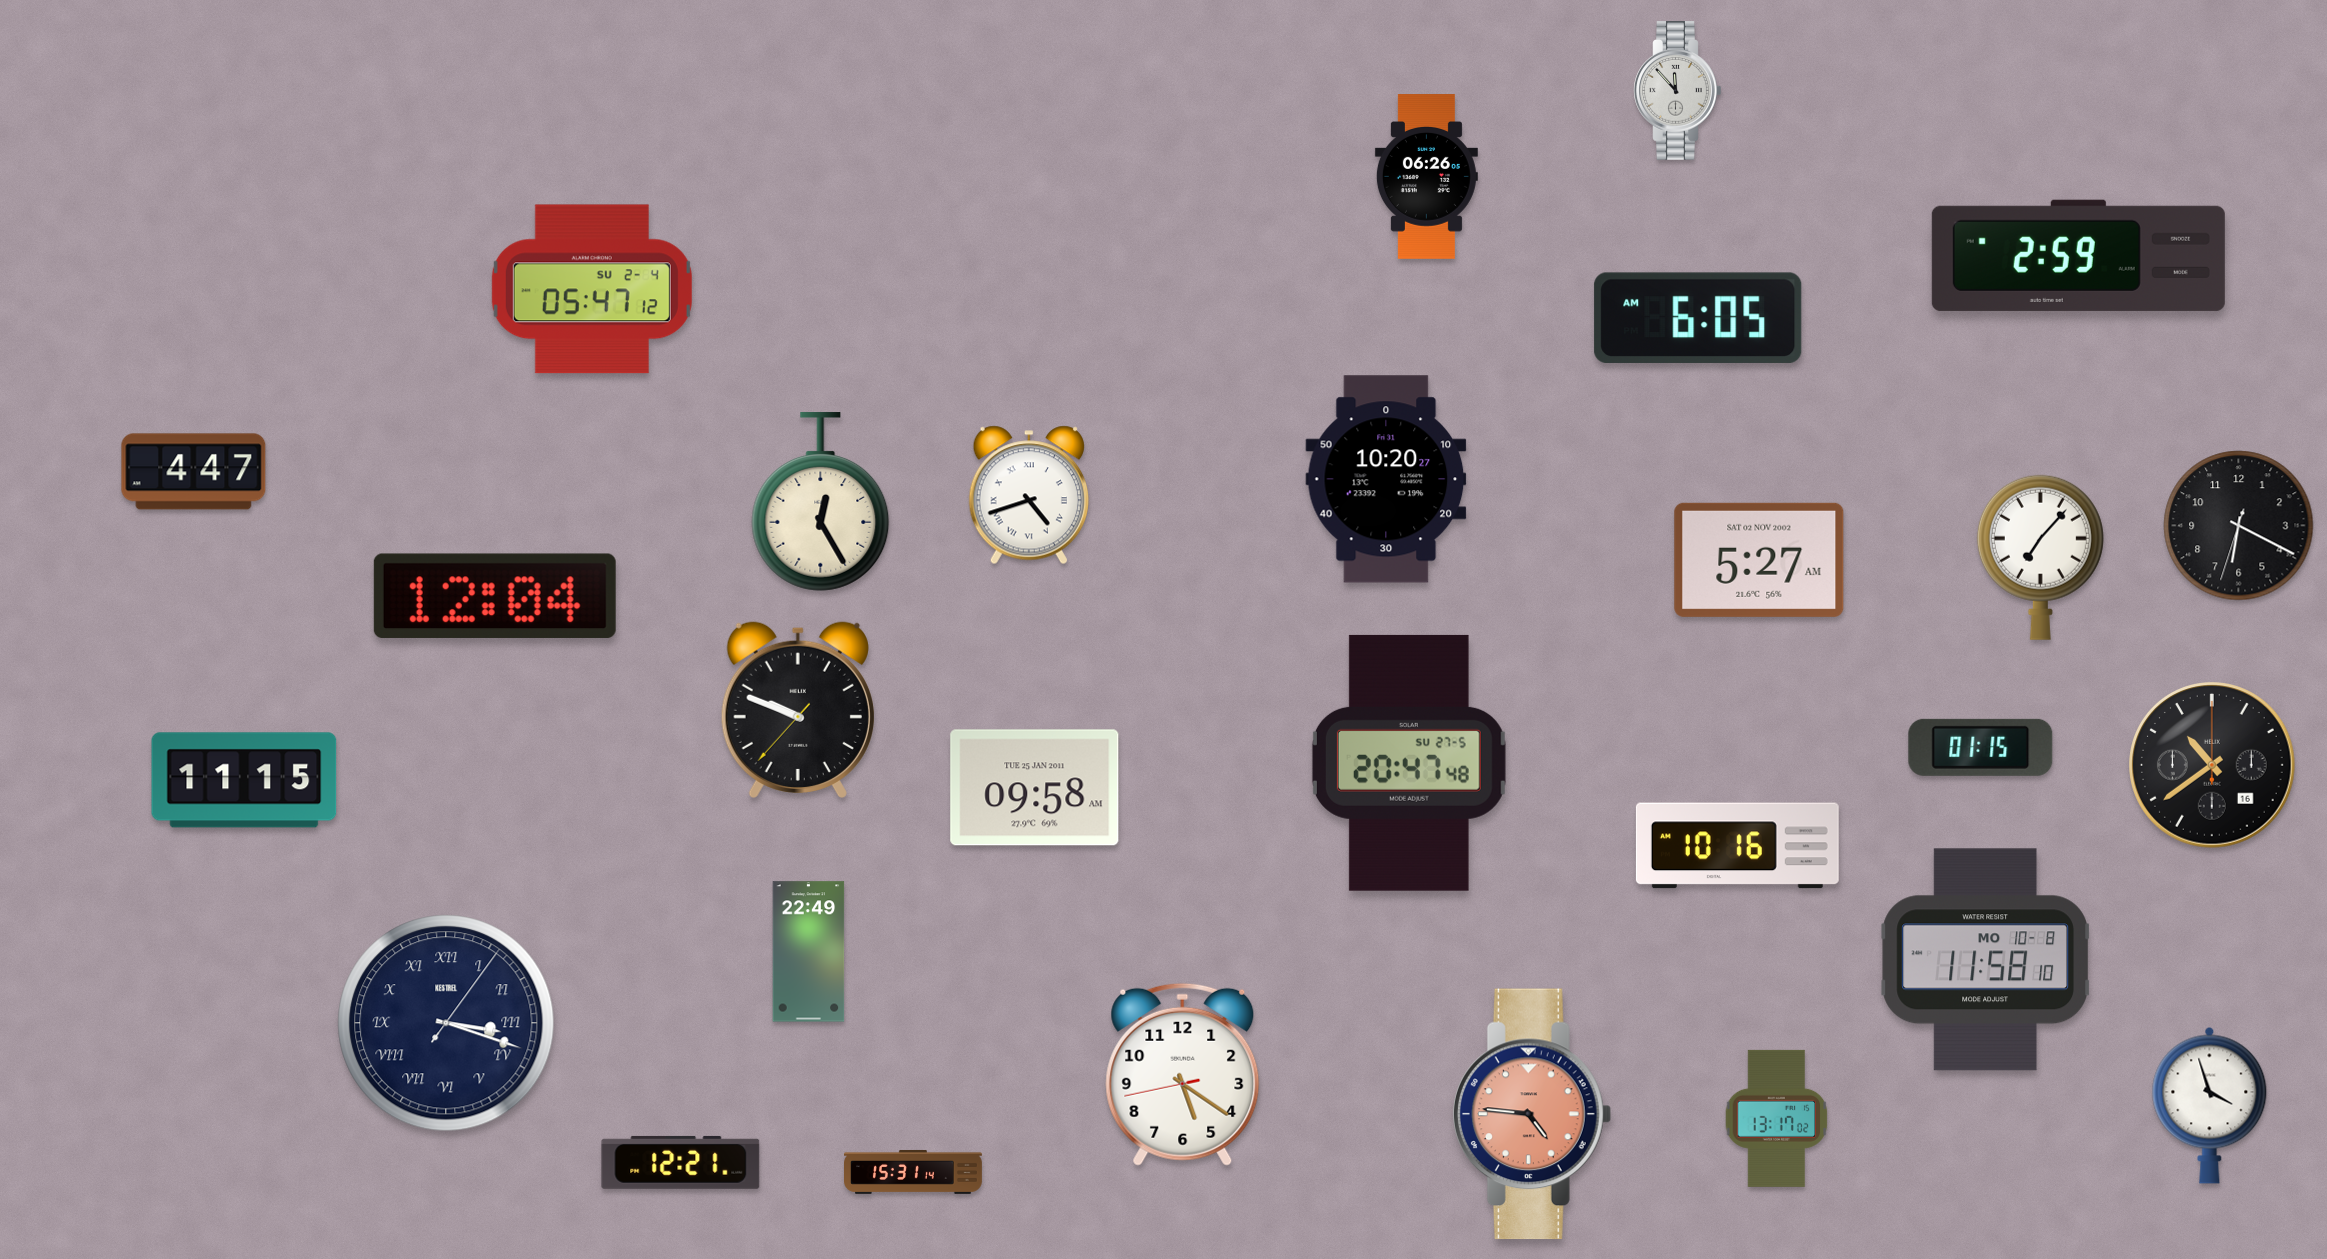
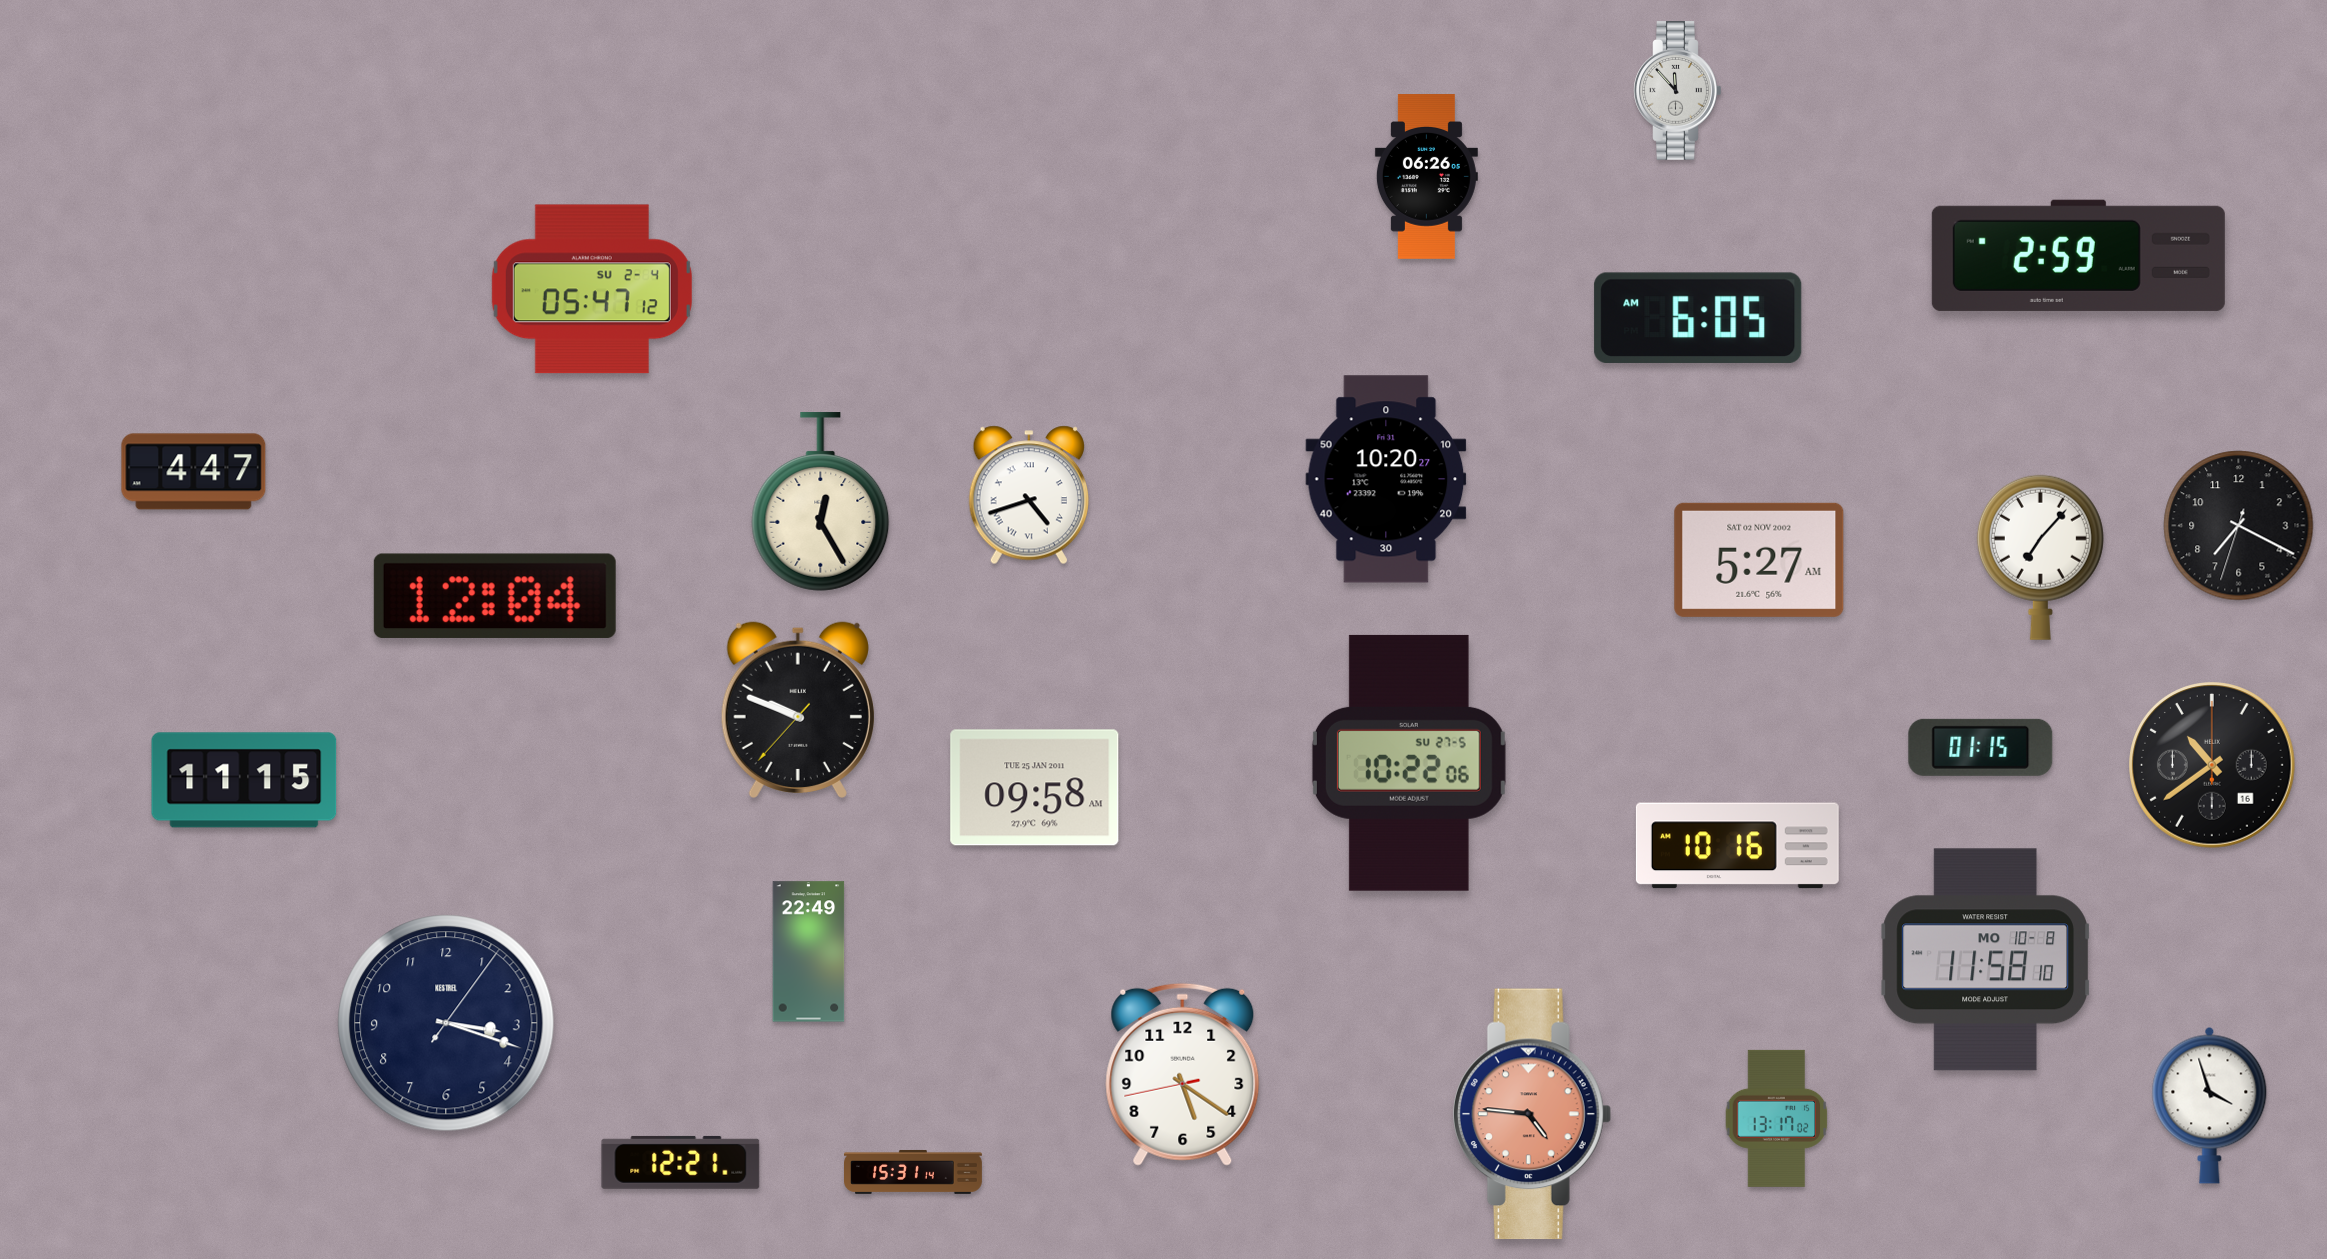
clock at (2239, 526): 6:19 -> 7:19
clock at (1409, 763): 20:47 -> 10:22
clock at (446, 1023) numerals: Roman -> Arabic
